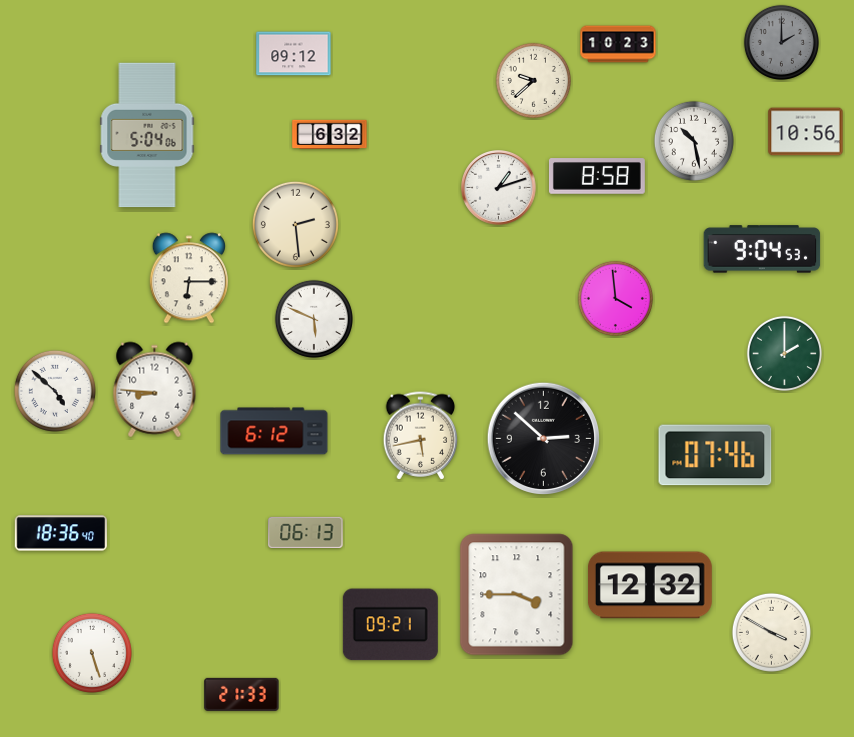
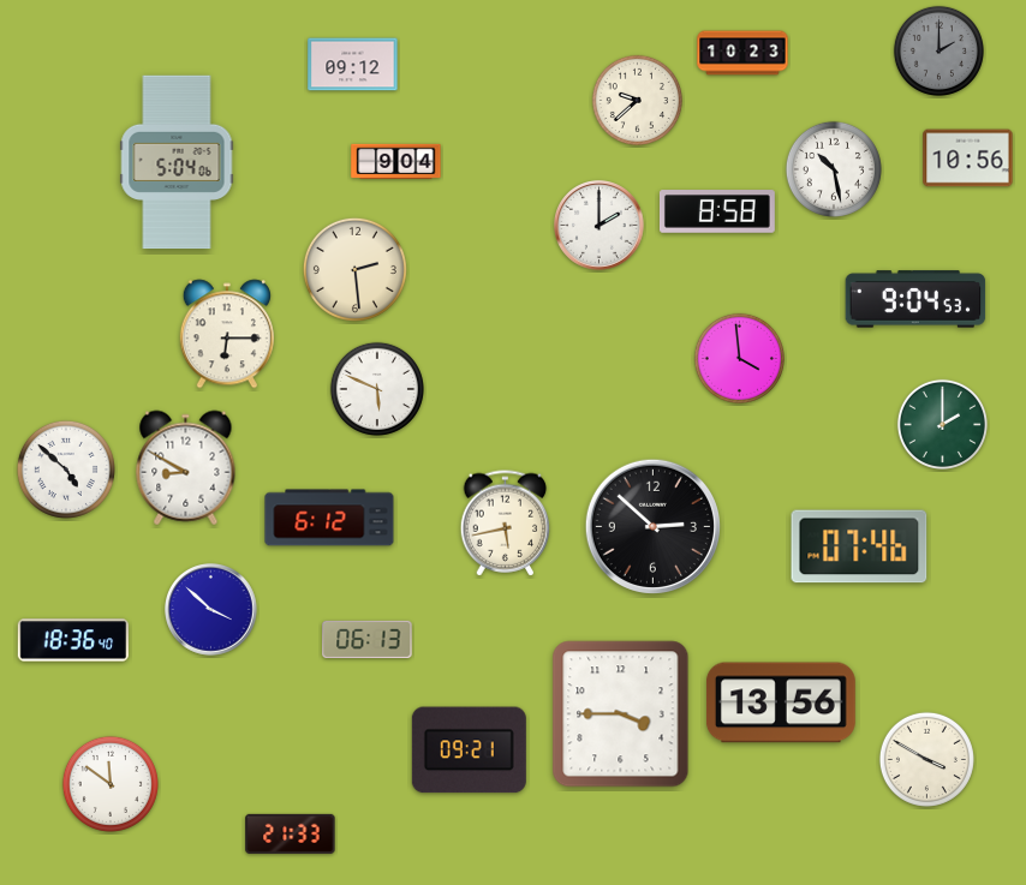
clock at (533, 80) position: (533, 80) -> (637, 100)
clock at (330, 134): 6:32 -> 9:04
clock at (499, 188): 1:12 -> 2:00
clock at (314, 319) position: (314, 319) -> (377, 389)
clock at (155, 390): 8:46 -> 8:50
clock at (211, 610): none -> 3:52
clock at (650, 585): 12:32 -> 13:56
clock at (92, 653): 5:27 -> 11:51
